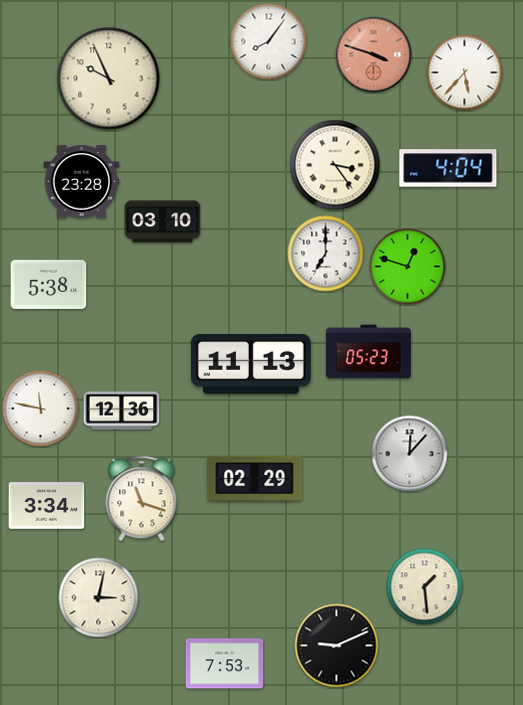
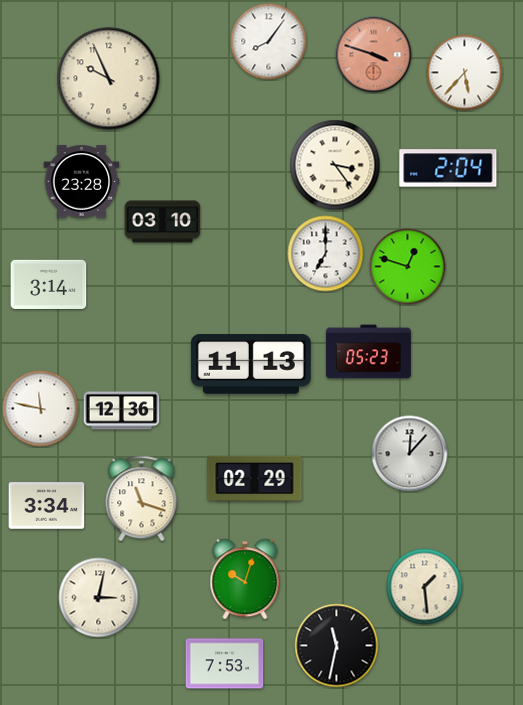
clock at (448, 168): 4:04 -> 2:04
clock at (49, 284): 5:38 -> 3:14
clock at (245, 579): none -> 10:03
clock at (337, 646): 9:11 -> 11:32
